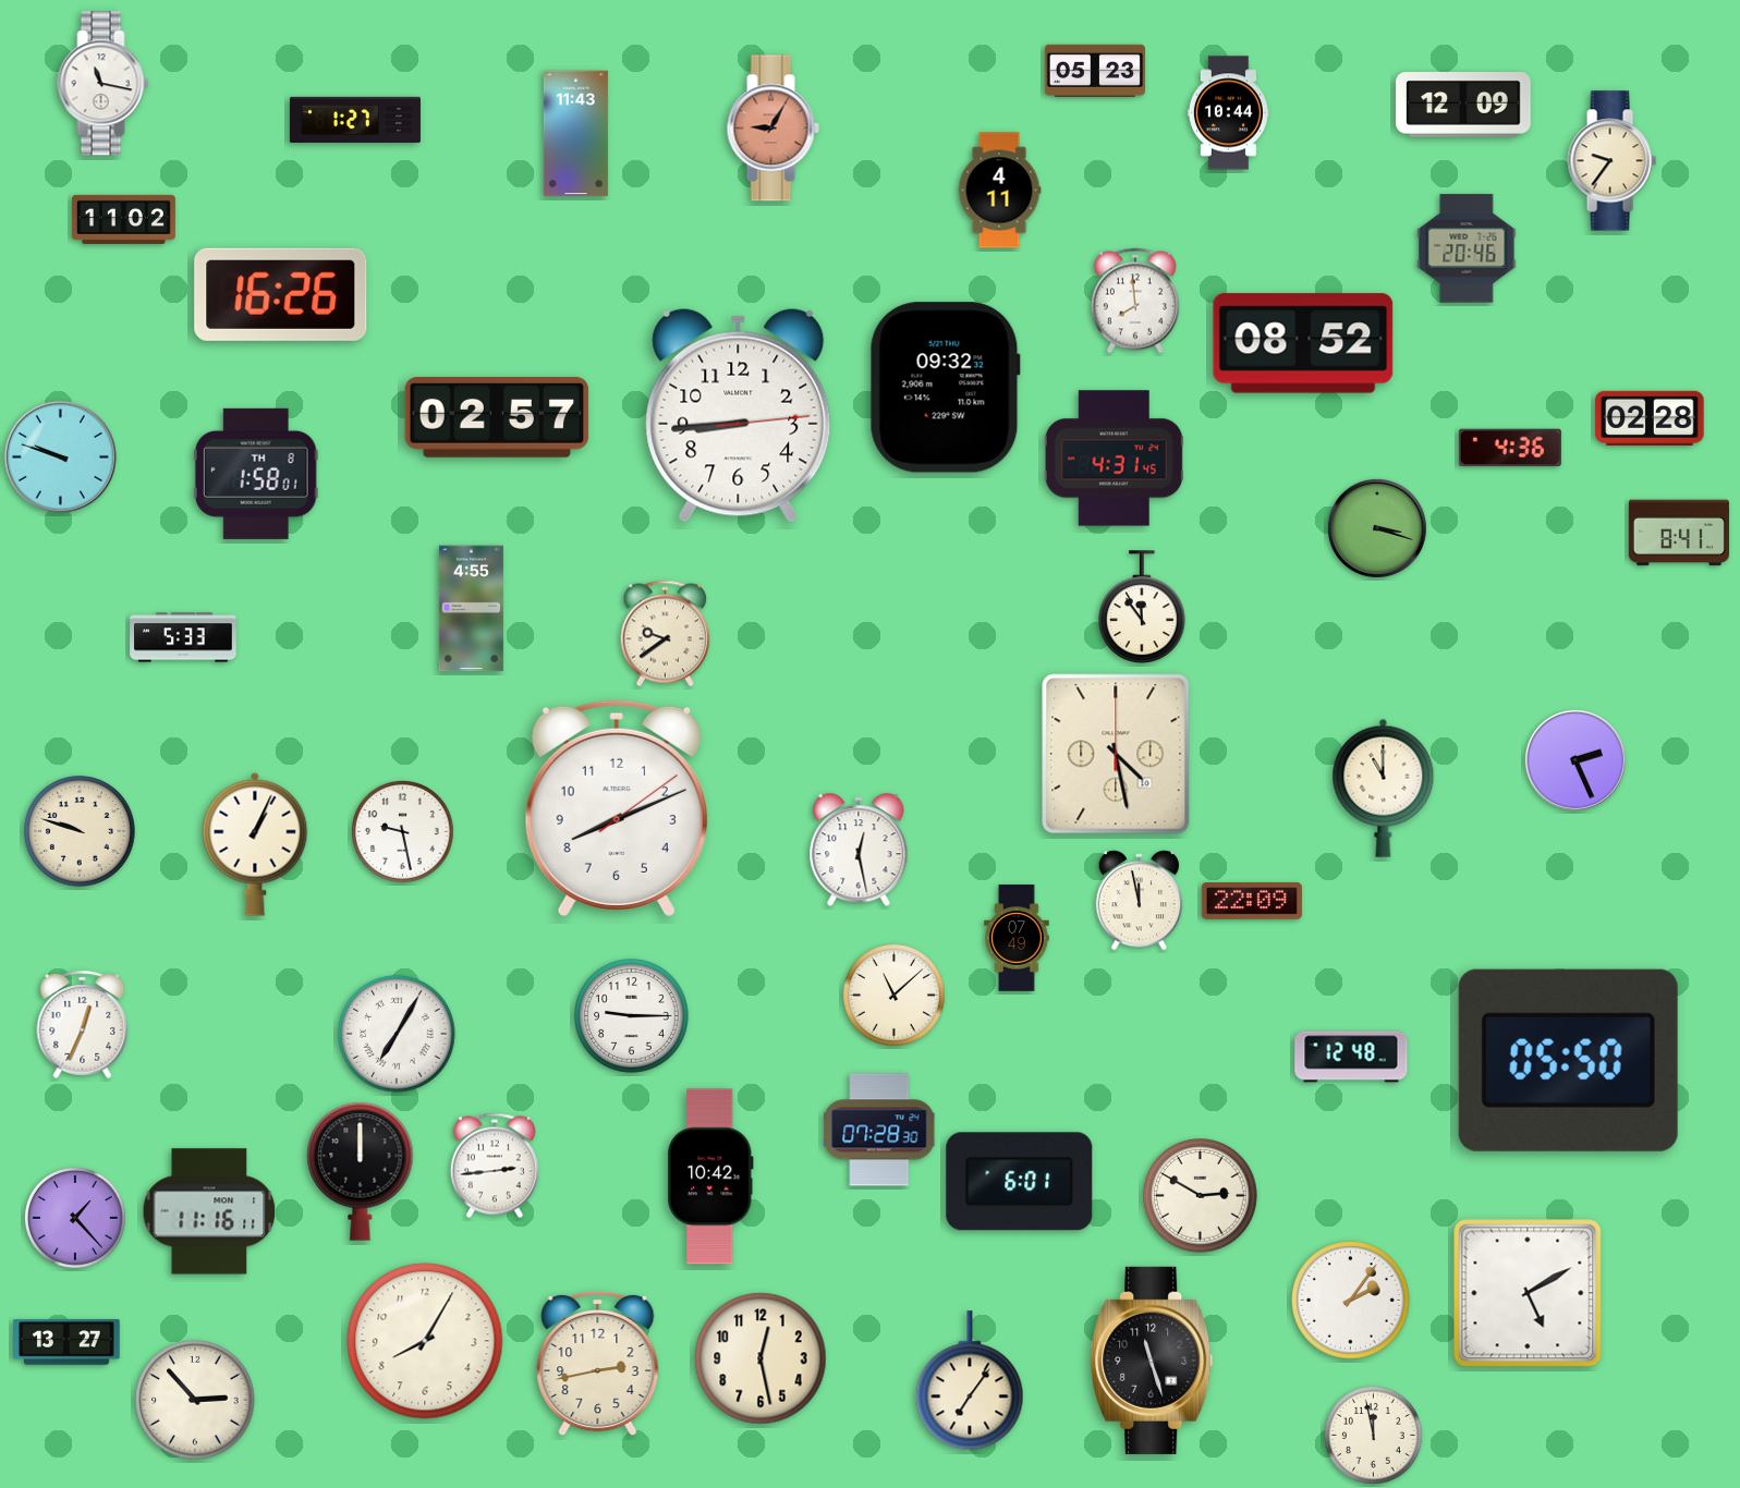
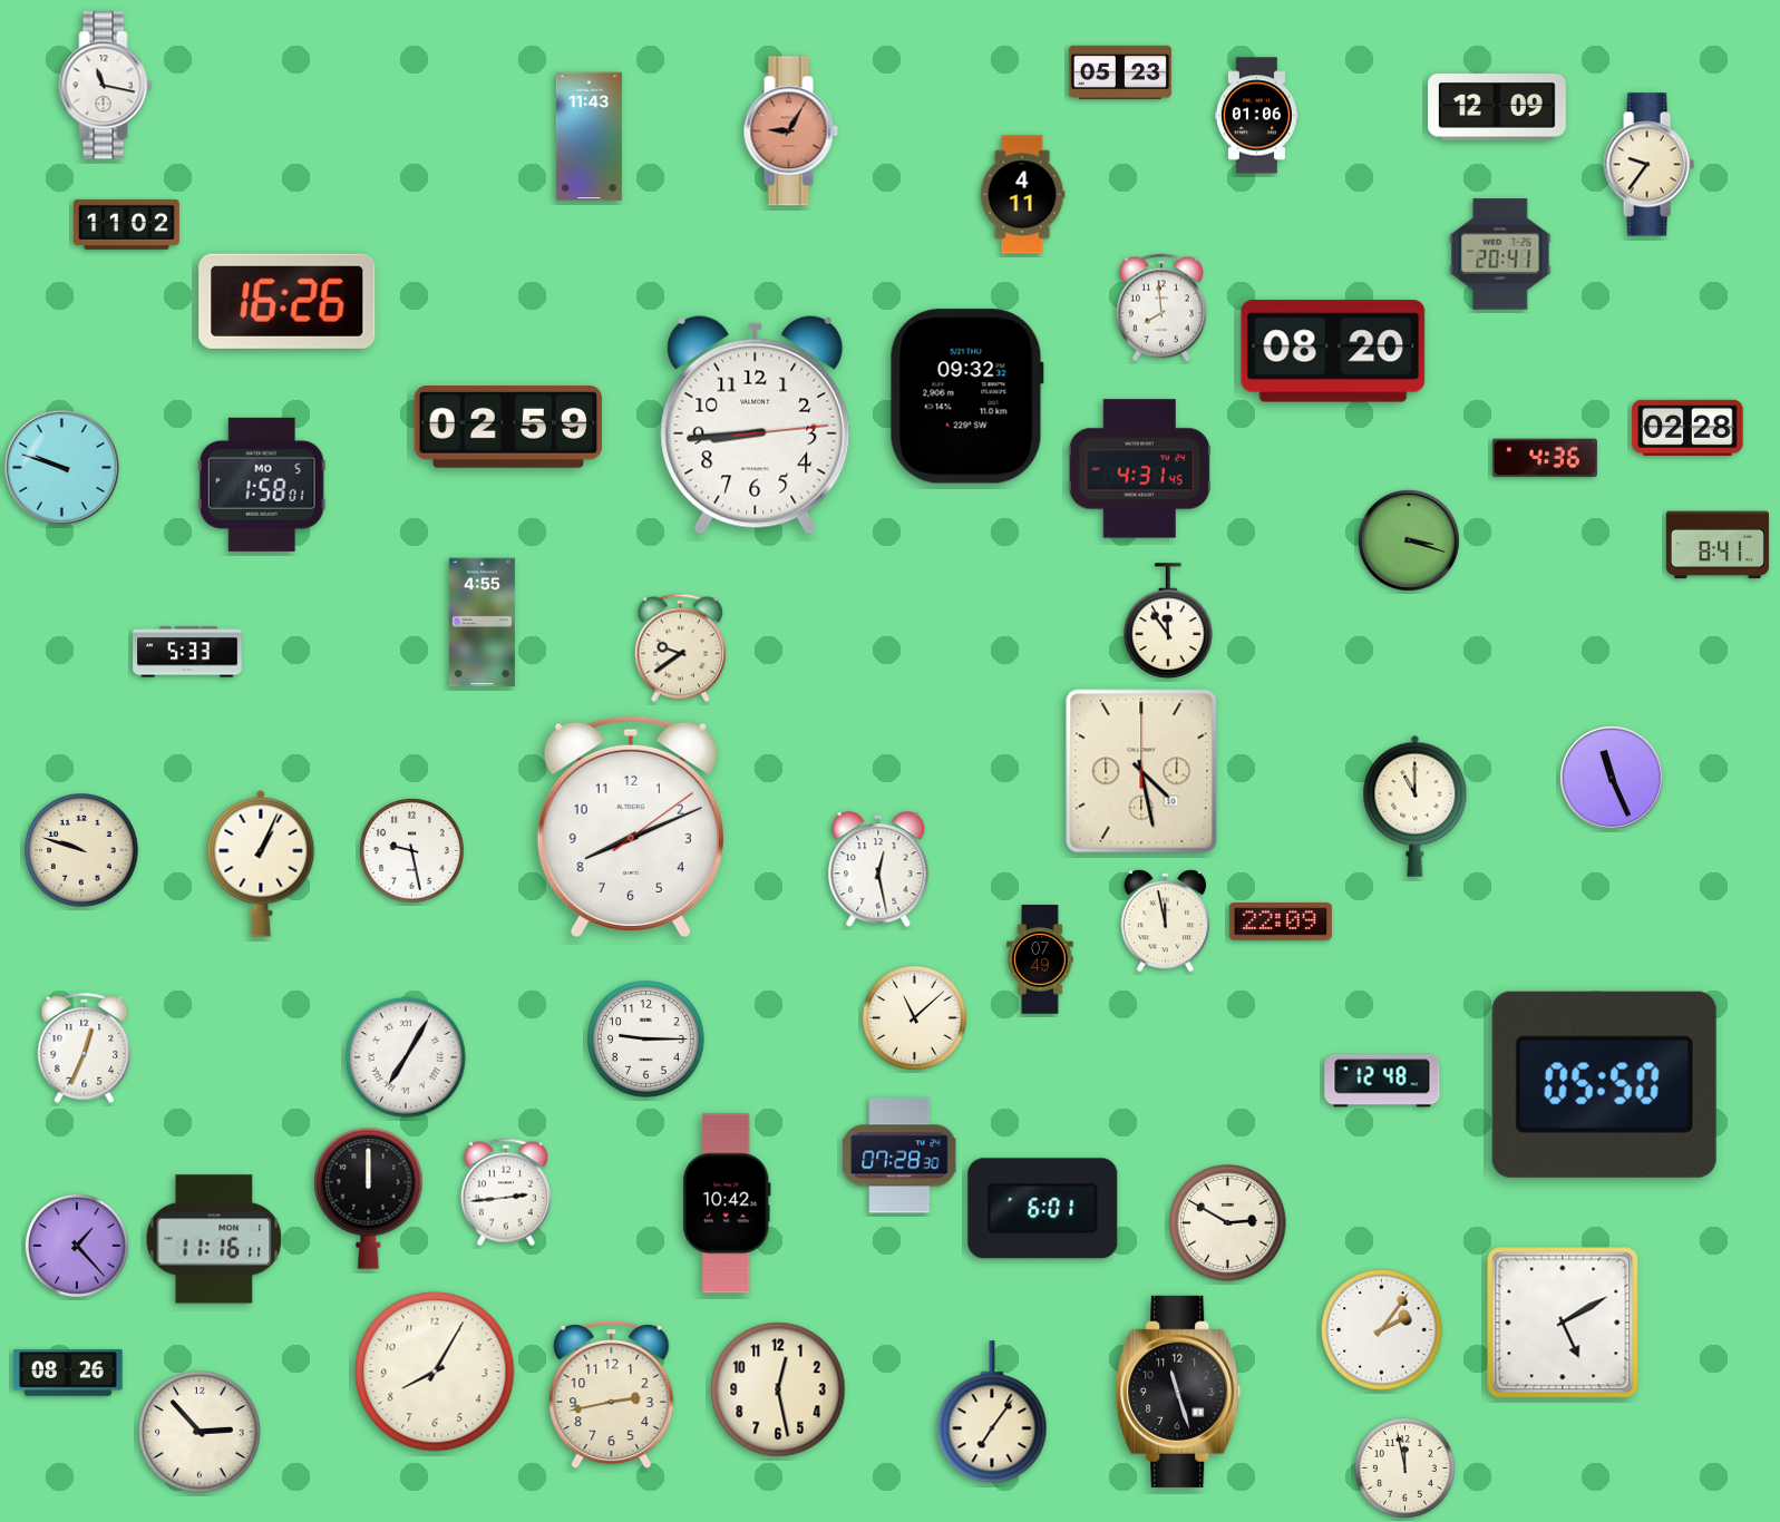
clock at (1228, 113): 10:44 -> 01:06
clock at (355, 120): 1:27 -> none
clock at (1467, 248): 20:46 -> 20:41
clock at (1303, 343): 08:52 -> 08:20
clock at (497, 418): 02:57 -> 02:59
clock at (256, 474) date: TH 8 -> MO 5
clock at (1575, 760): 2:26 -> 11:26
clock at (66, 1342): 13:27 -> 08:26
